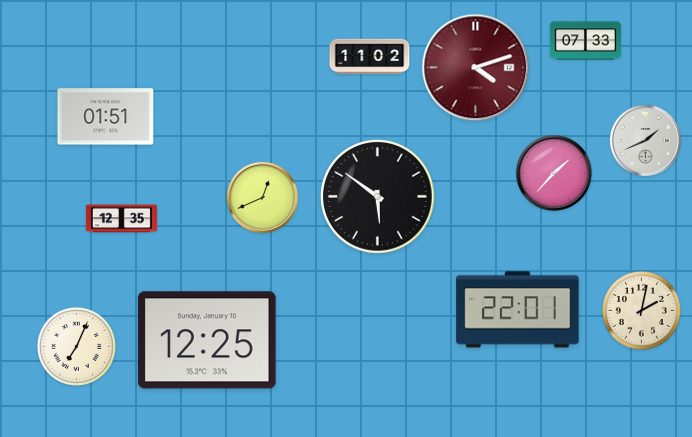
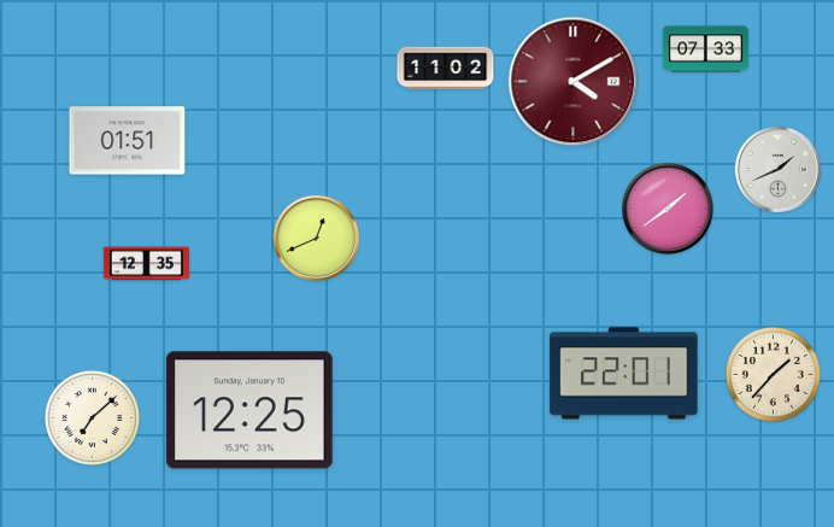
clock at (476, 68): 4:12 -> 4:10
clock at (555, 174): 1:37 -> 1:39
clock at (378, 197): 5:51 -> none
clock at (641, 310): 2:02 -> 1:37
clock at (76, 346): 7:04 -> 7:08
